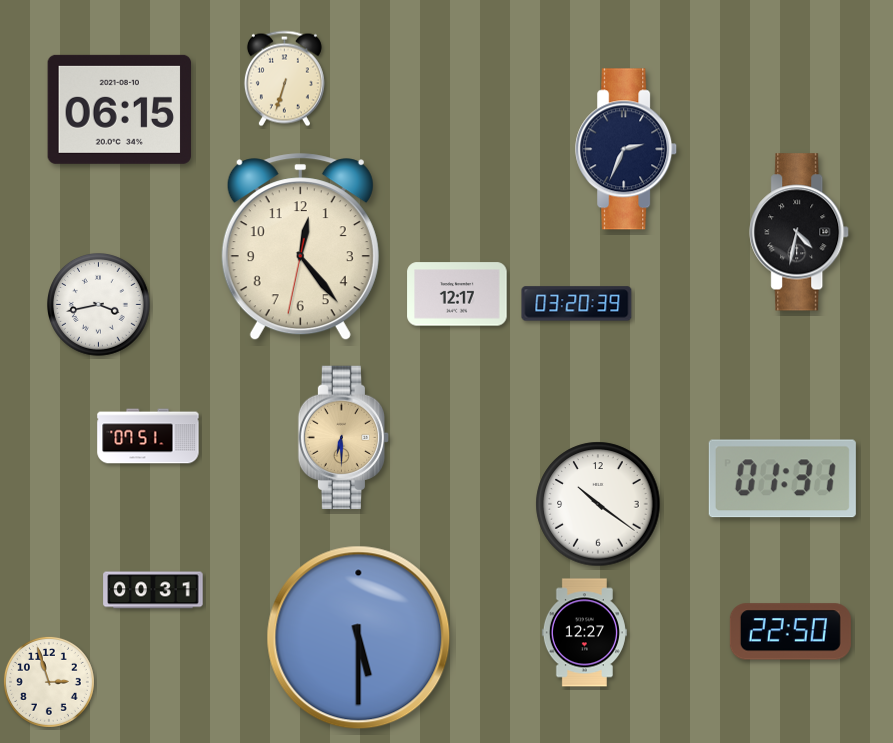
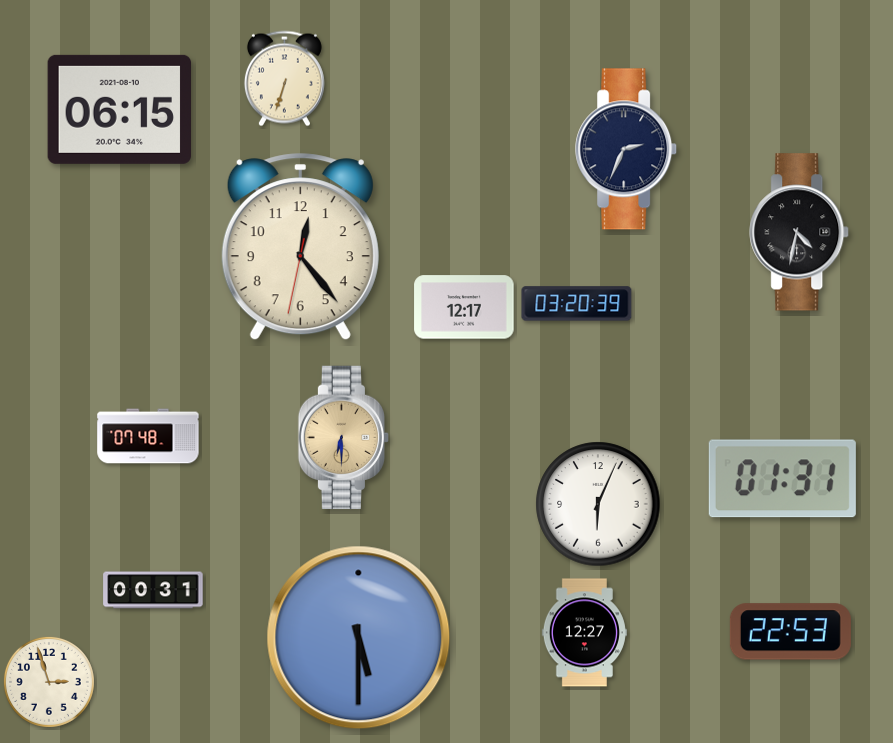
clock at (457, 294) position: (457, 294) -> (464, 307)
clock at (99, 305): 3:43 -> none
clock at (148, 436): 07:51 -> 07:48
clock at (598, 504): 10:21 -> 6:04
clock at (790, 632): 22:50 -> 22:53
